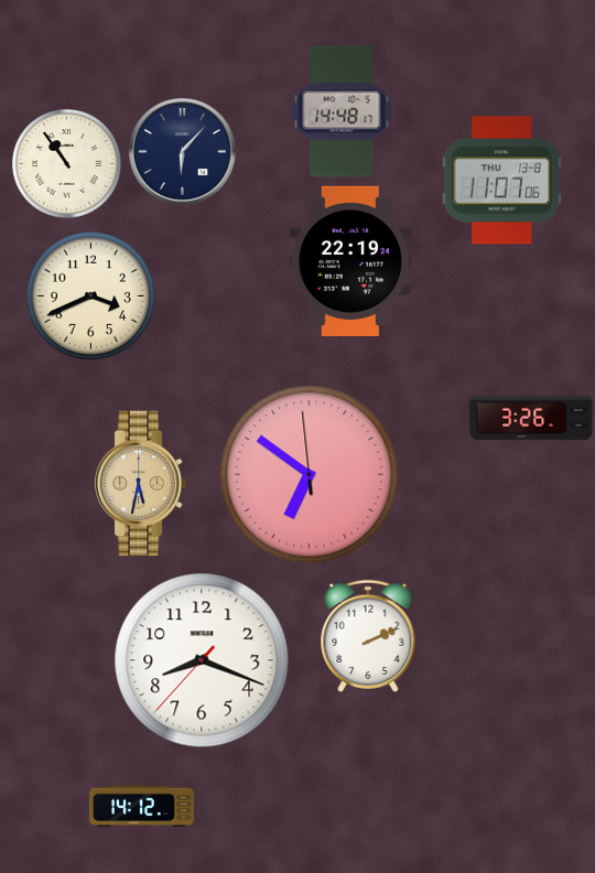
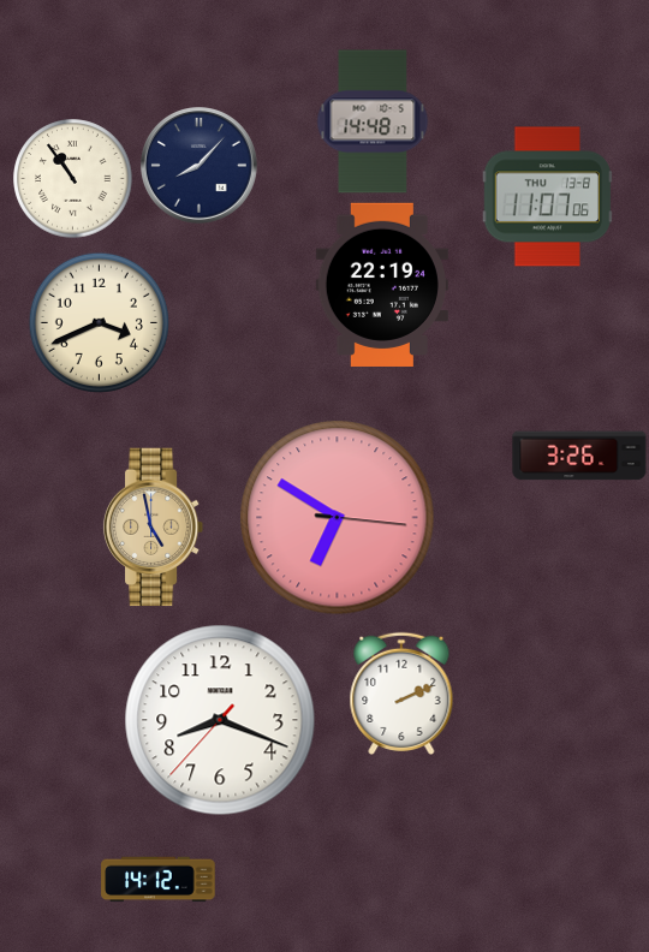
clock at (183, 152): 6:07 -> 8:07
clock at (310, 475): 6:50:59 -> 6:50:16
clock at (141, 484): 5:32 -> 4:58
clock at (142, 807) position: (142, 807) -> (159, 880)
